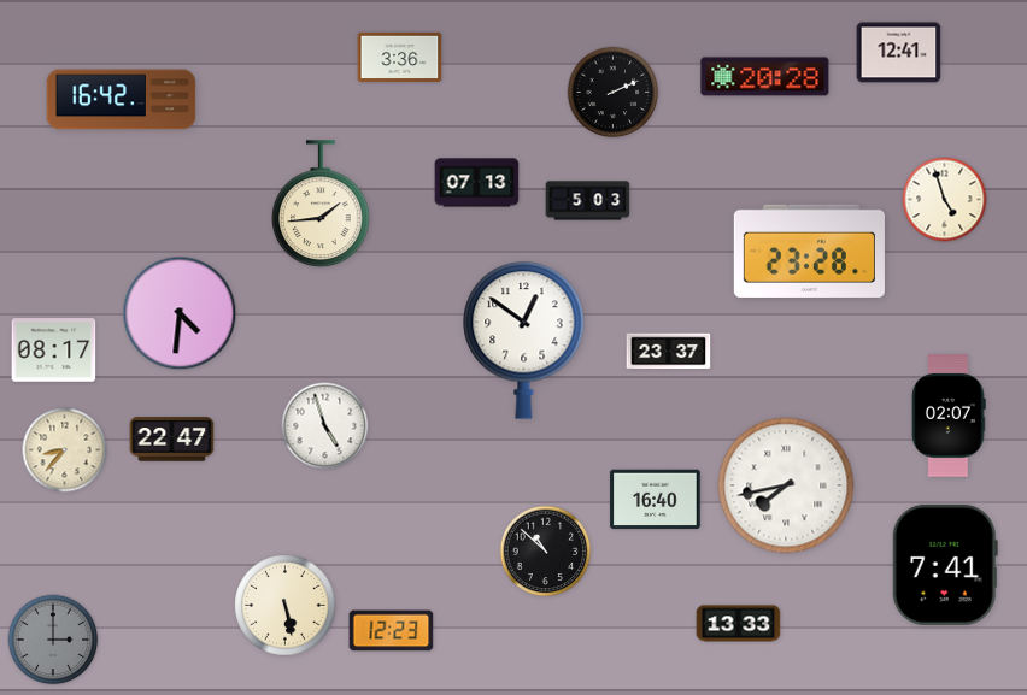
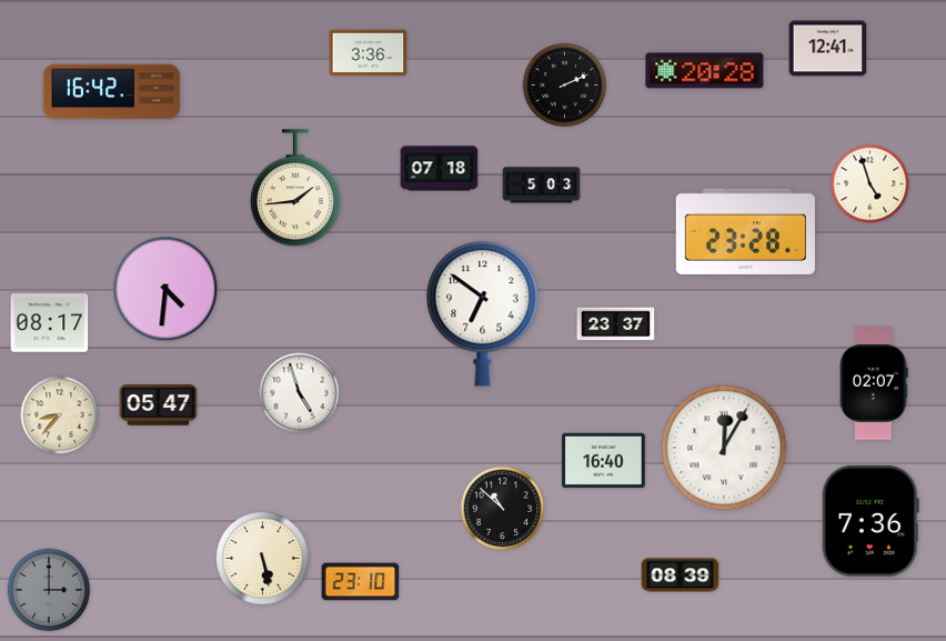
clock at (477, 183): 07:13 -> 07:18
clock at (524, 341): 12:51 -> 6:51
clock at (172, 440): 22:47 -> 05:47
clock at (786, 485): 7:43 -> 12:05
clock at (945, 565): 7:41 -> 7:36
clock at (739, 624): 13:33 -> 08:39
clock at (392, 631): 12:23 -> 23:10
